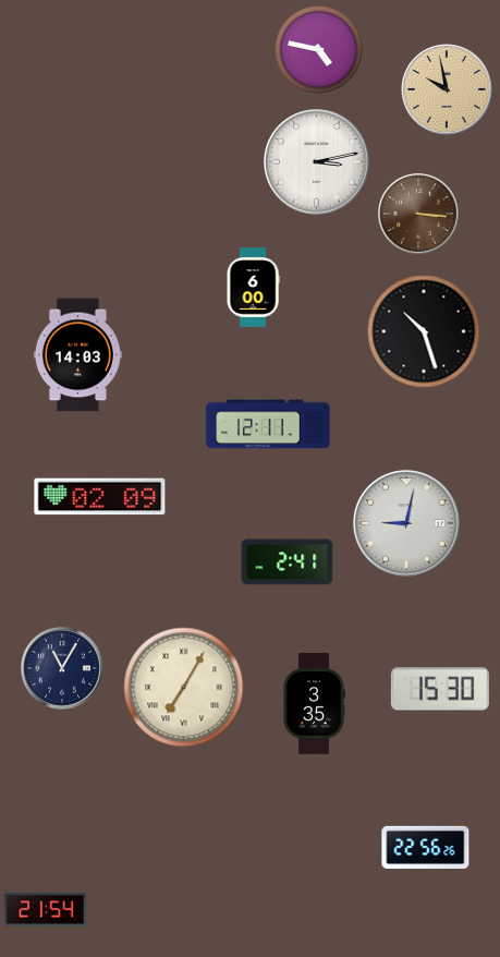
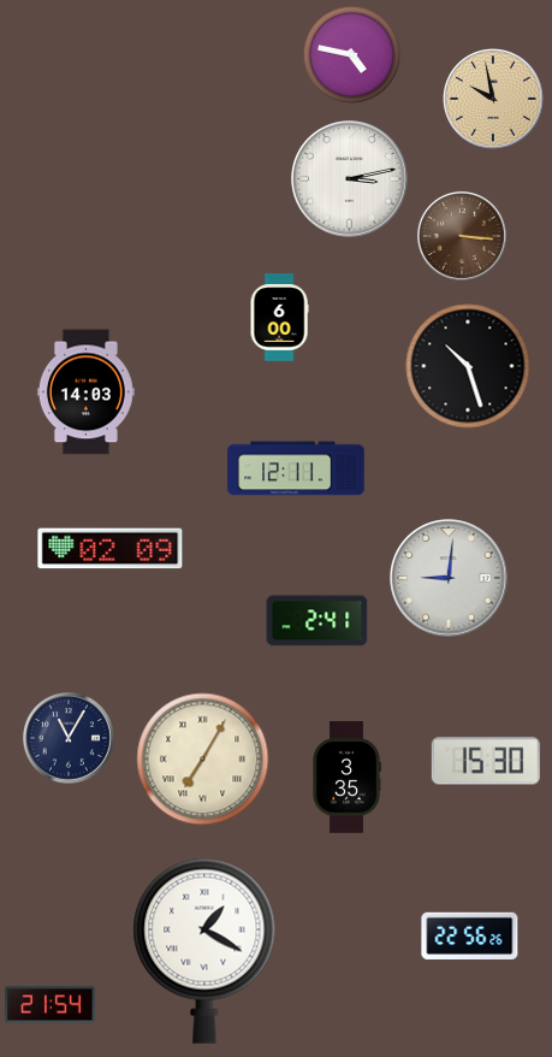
clock at (406, 523): 9:02 -> 9:01
clock at (204, 951): none -> 1:20
